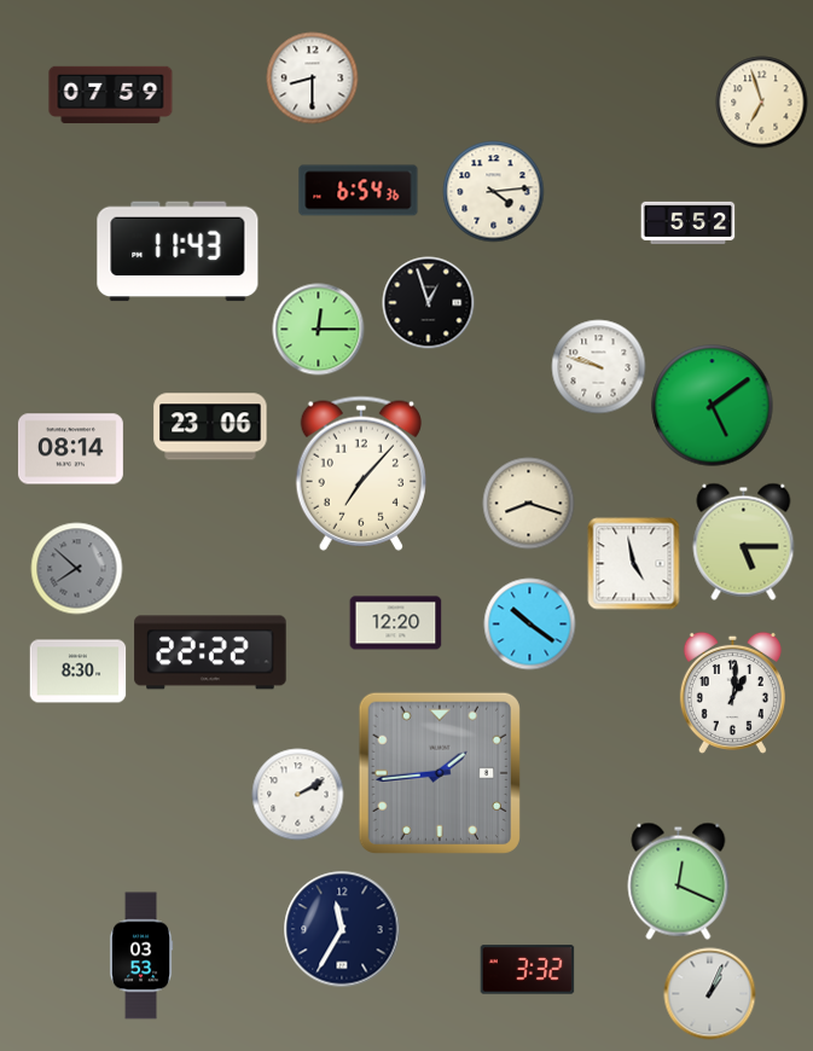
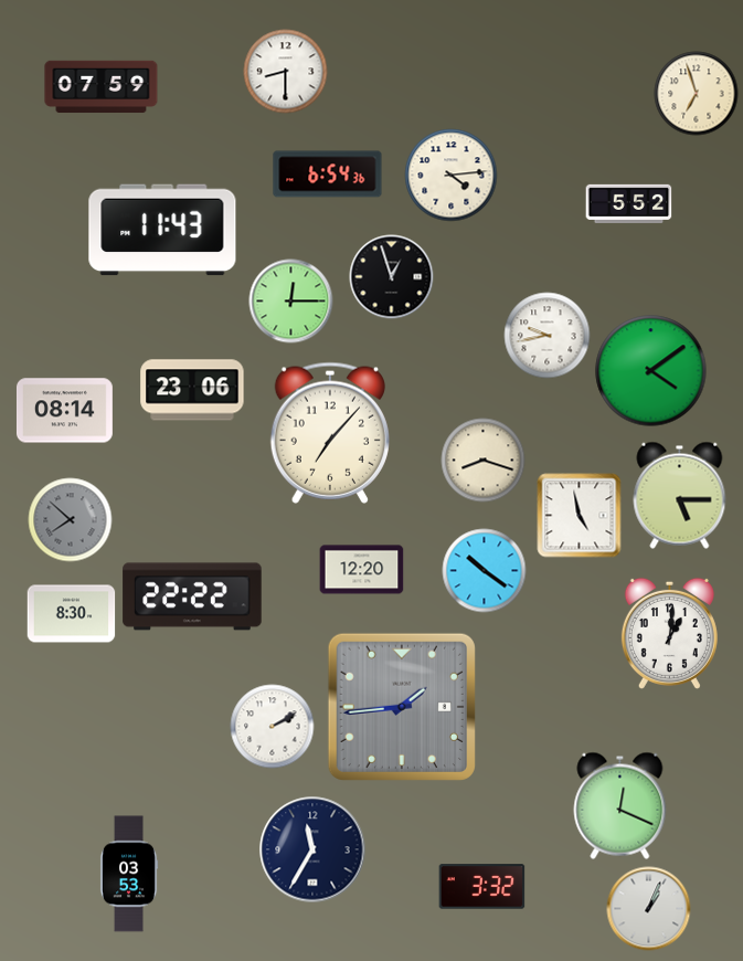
clock at (599, 367): 9:48 -> 9:43
clock at (713, 406): 5:09 -> 4:09
